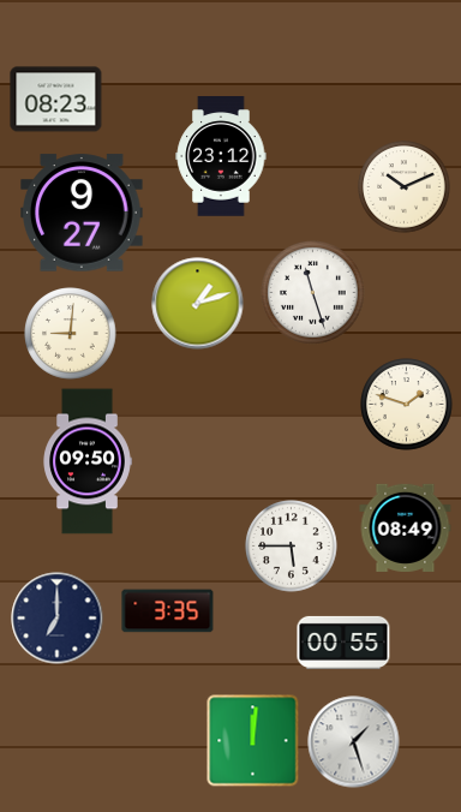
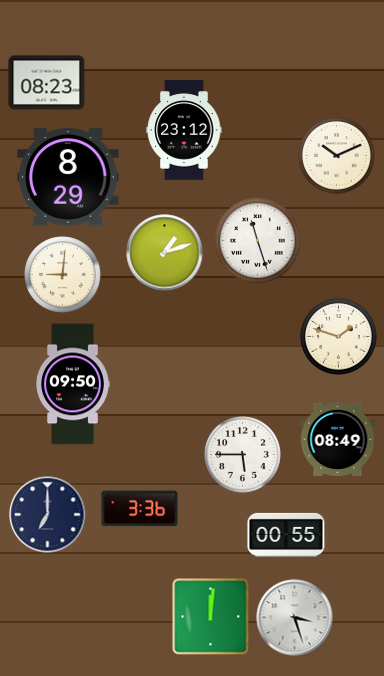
clock at (82, 213): 9:27 -> 8:29
clock at (313, 293) position: (313, 293) -> (258, 241)
clock at (71, 334) position: (71, 334) -> (63, 275)
clock at (168, 611): 3:35 -> 3:36
clock at (354, 742): 1:27 -> 3:27
